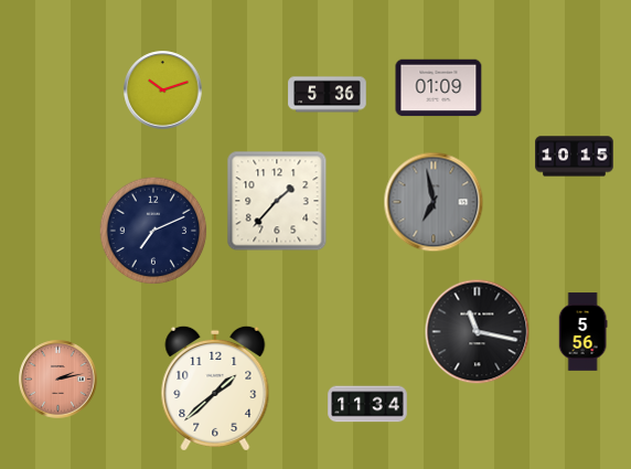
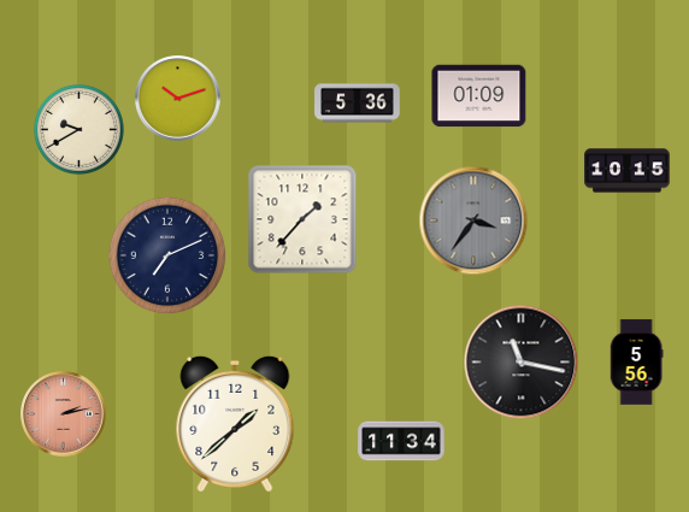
clock at (78, 129): none -> 9:40
clock at (434, 202): 6:58 -> 3:36
clock at (153, 231) position: (153, 231) -> (167, 255)
